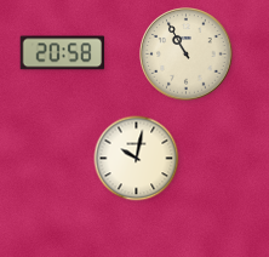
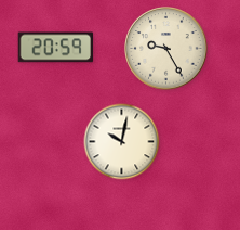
clock at (63, 53): 20:58 -> 20:59
clock at (187, 55): 10:55 -> 9:25
